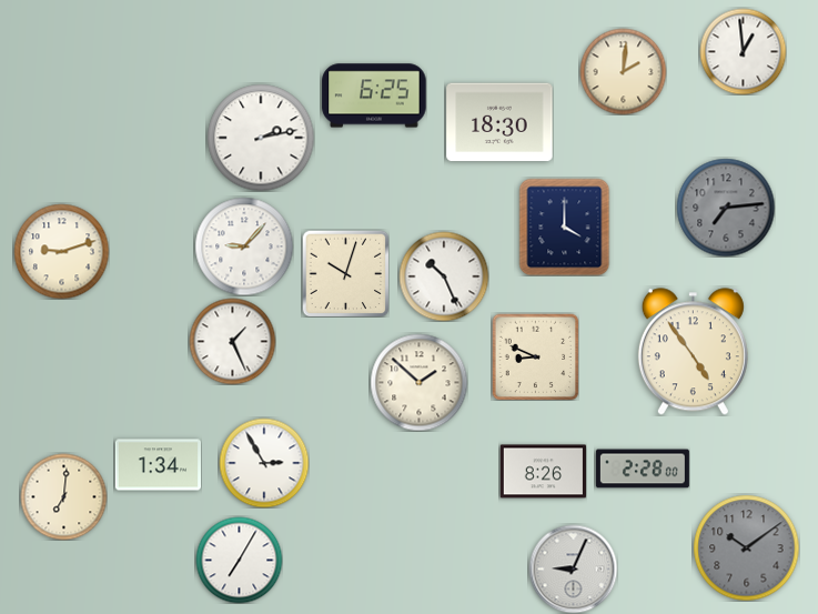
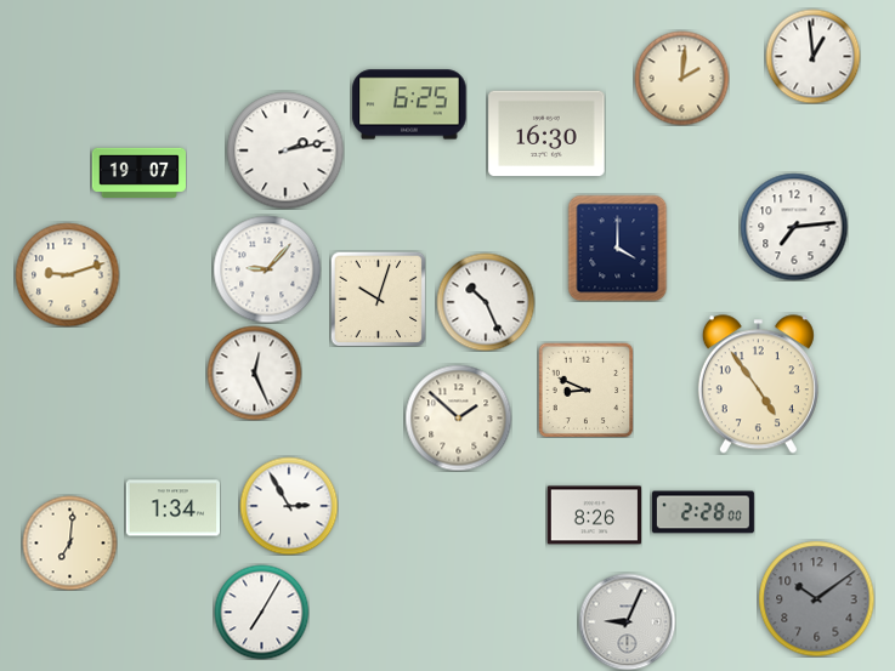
clock at (499, 122): 18:30 -> 16:30
clock at (138, 172): none -> 19:07
clock at (726, 208) dial: grey -> white
clock at (232, 341): 1:26 -> 12:26
